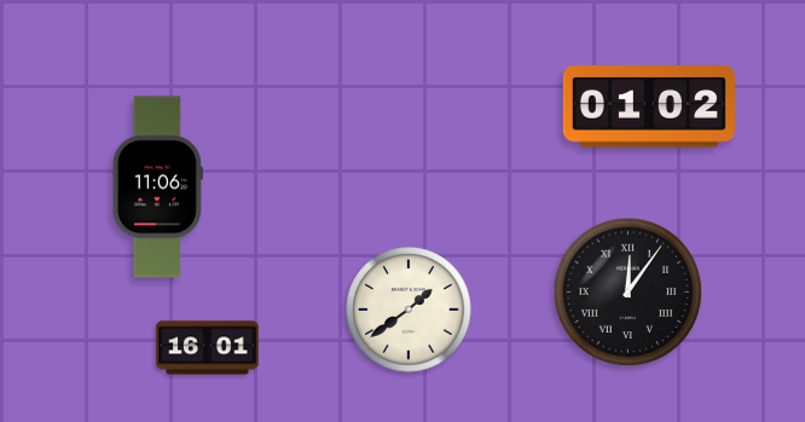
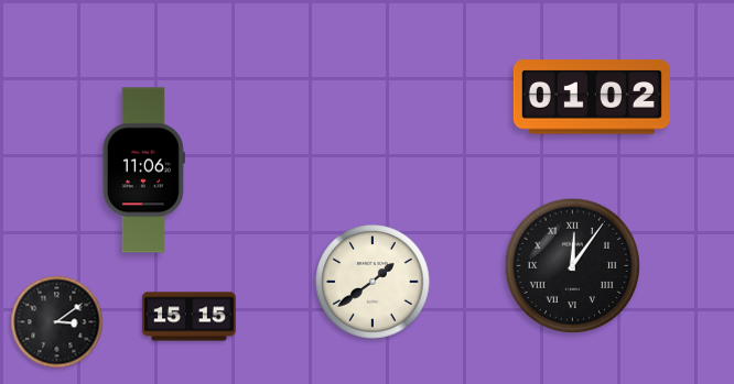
clock at (208, 348): 16:01 -> 15:15
clock at (57, 322): none -> 3:09
